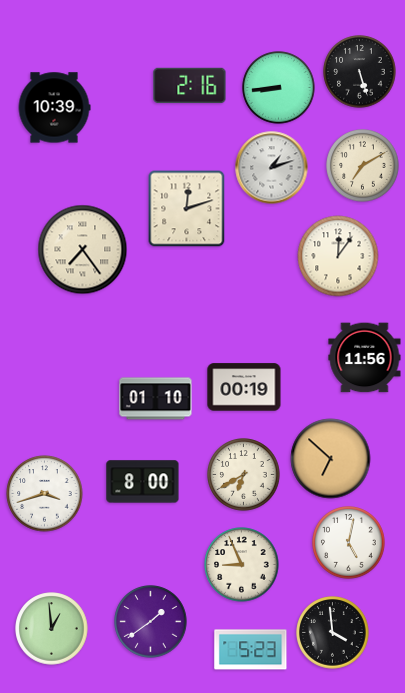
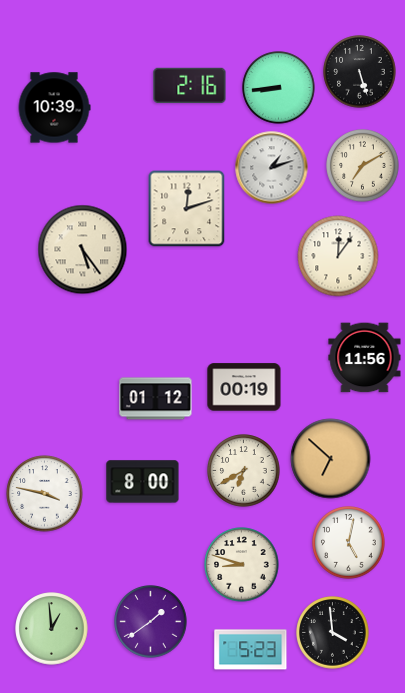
clock at (83, 250): 7:24 -> 5:24
clock at (156, 399): 01:10 -> 01:12
clock at (244, 475) position: (244, 475) -> (244, 471)
clock at (45, 494): 3:42 -> 3:47
clock at (242, 565): 8:56 -> 8:48
